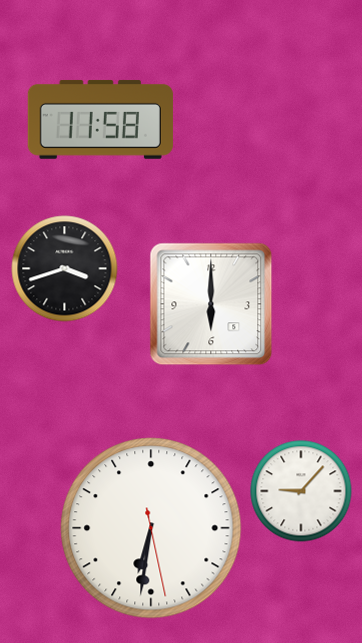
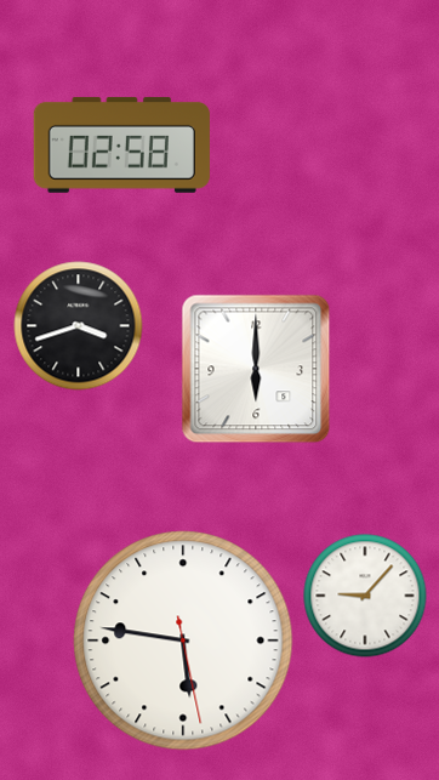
clock at (100, 119): 11:58 -> 02:58
clock at (151, 528): 6:31 -> 5:46
